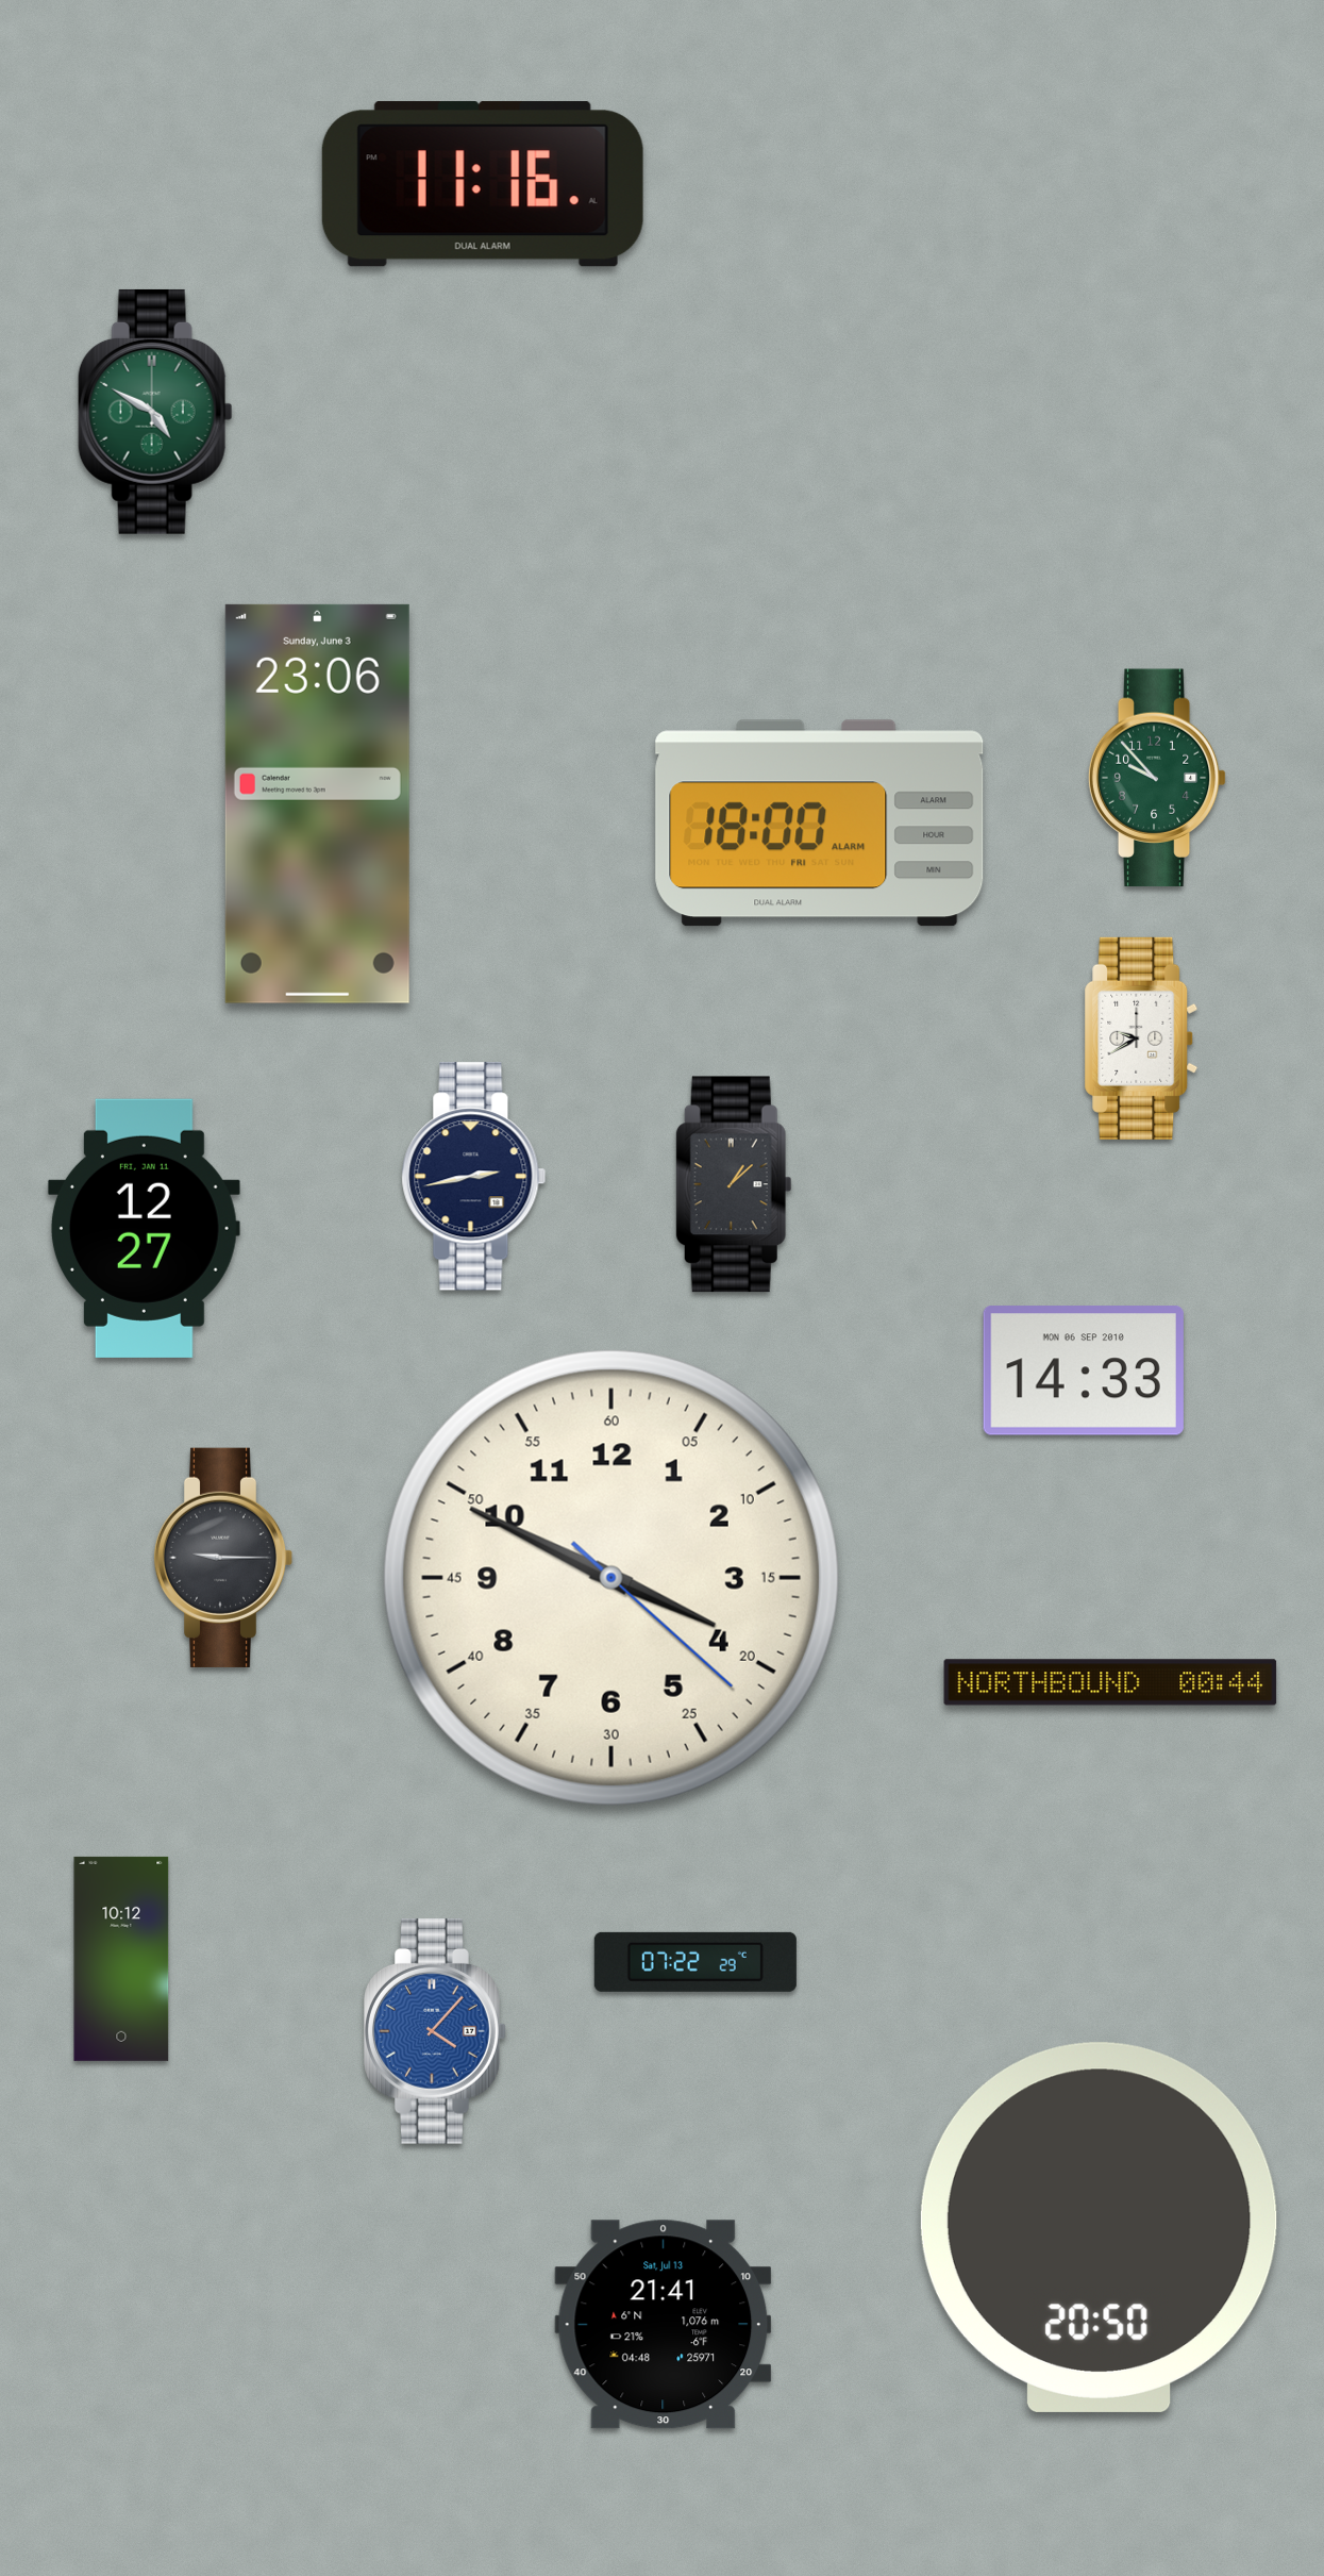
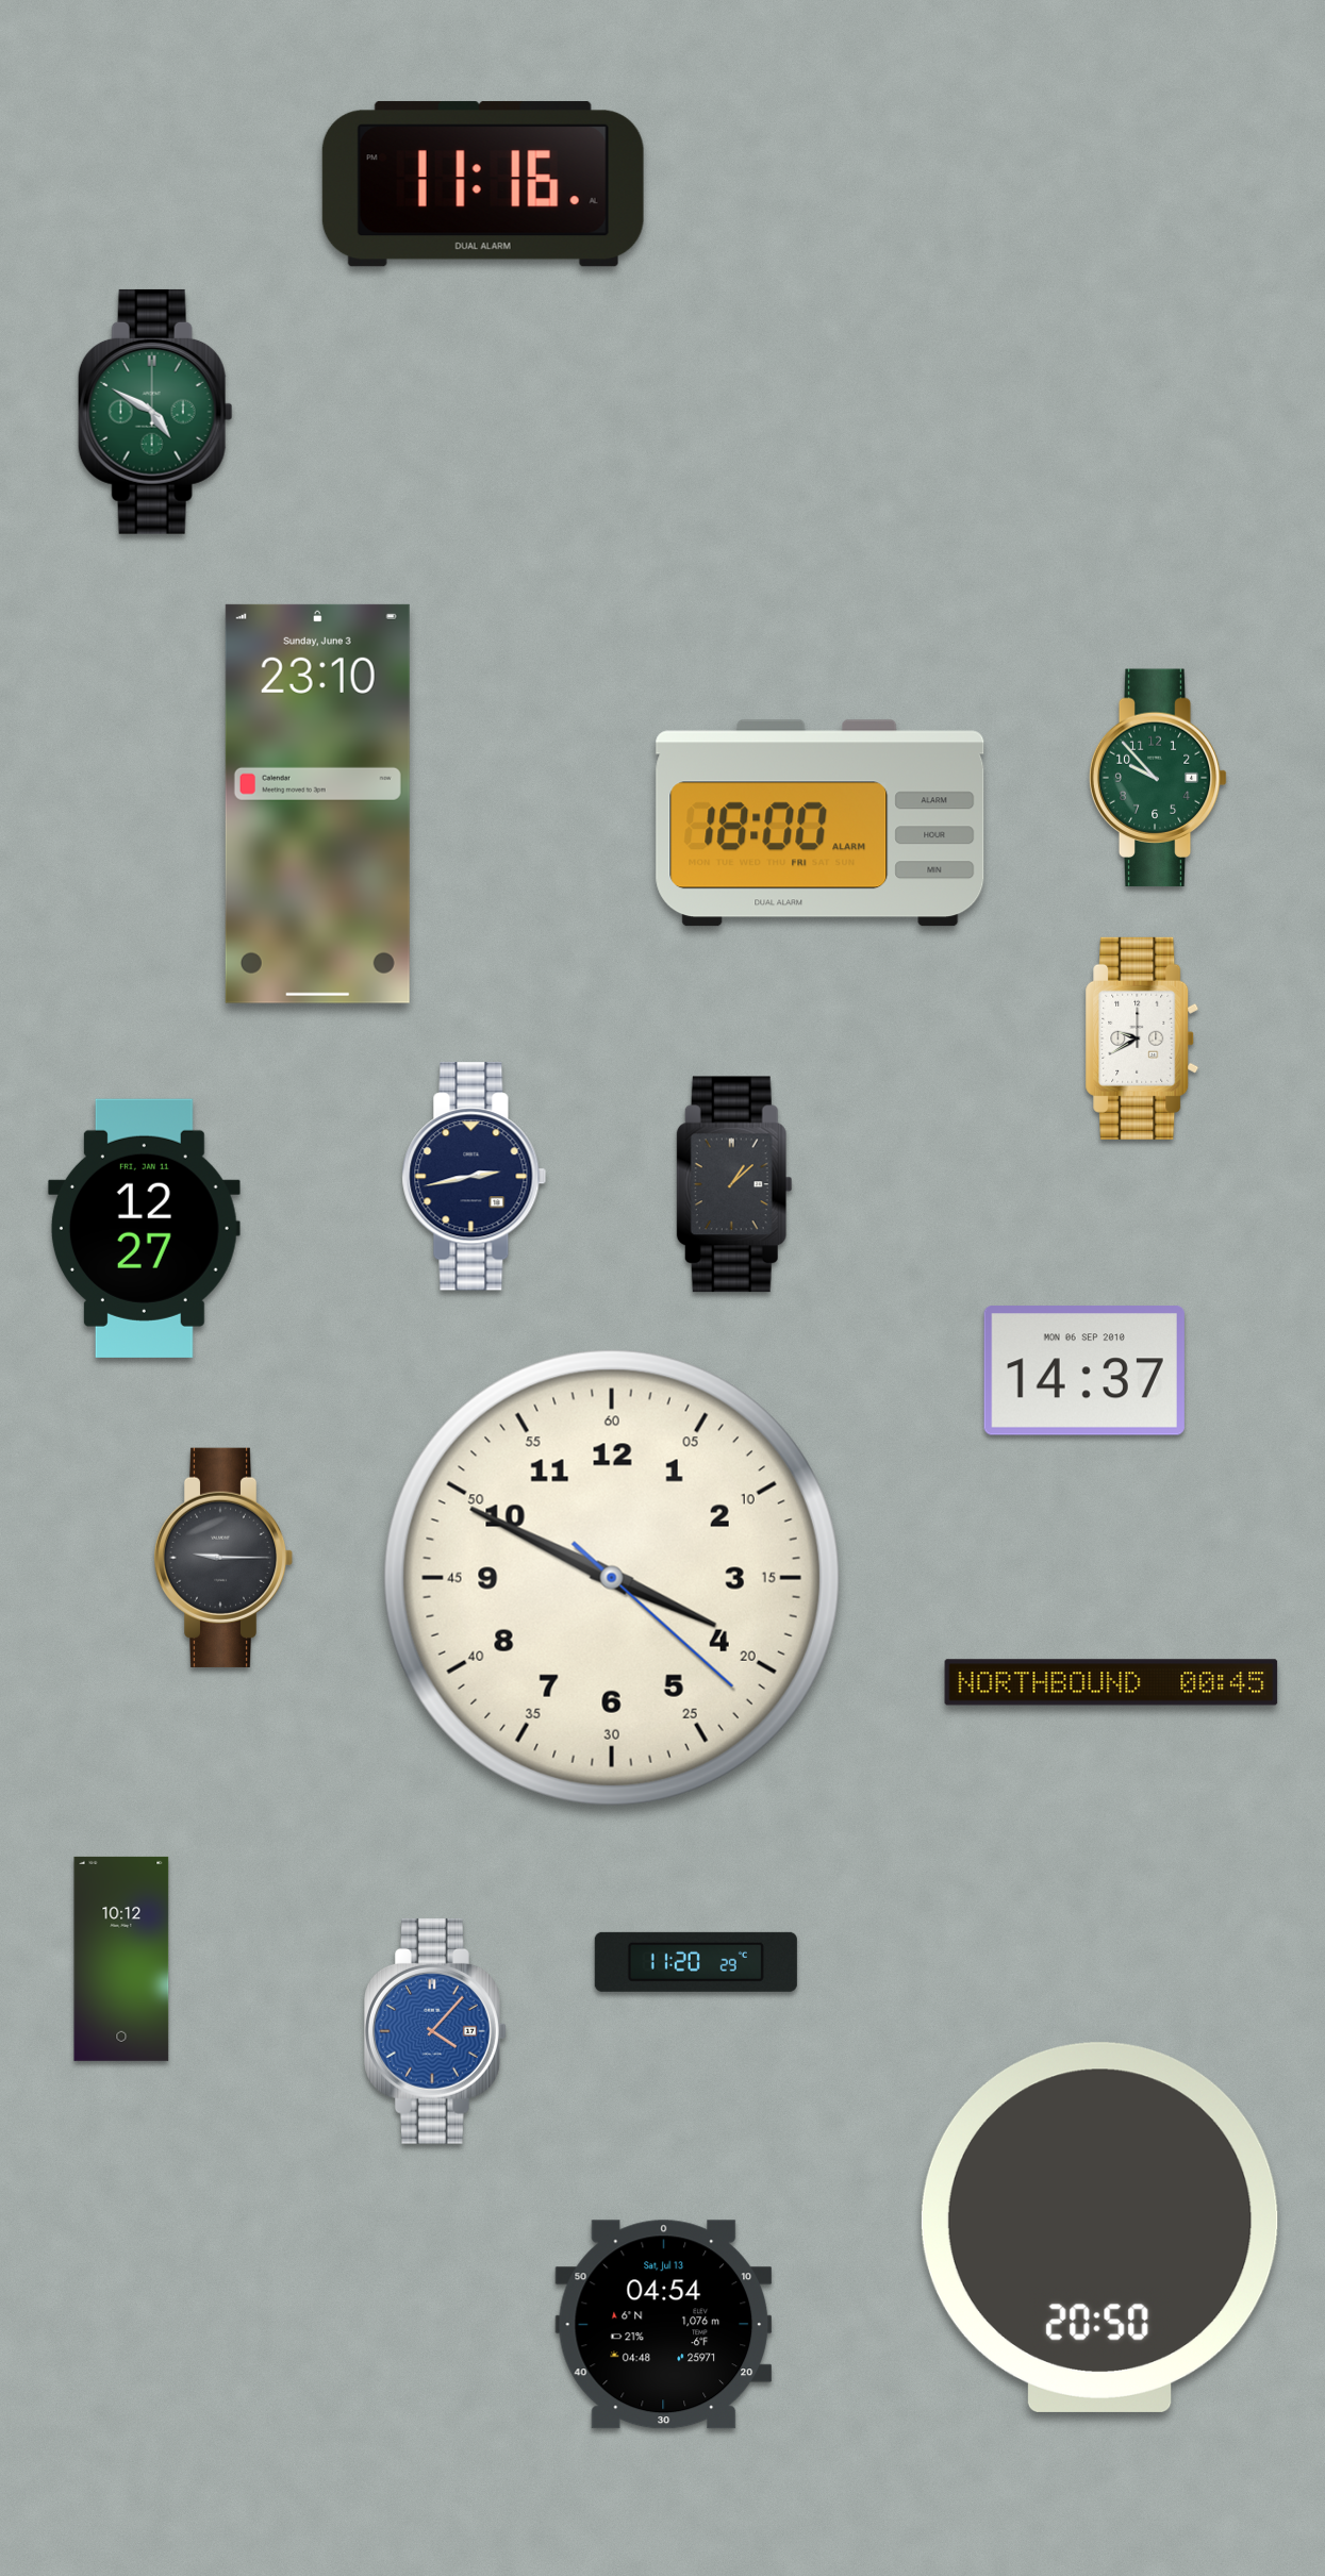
clock at (317, 803): 23:06 -> 23:10
clock at (1084, 1370): 14:33 -> 14:37
clock at (1110, 1682): 00:44 -> 00:45
clock at (695, 1962): 07:22 -> 11:20
clock at (664, 2325): 21:41 -> 04:54
